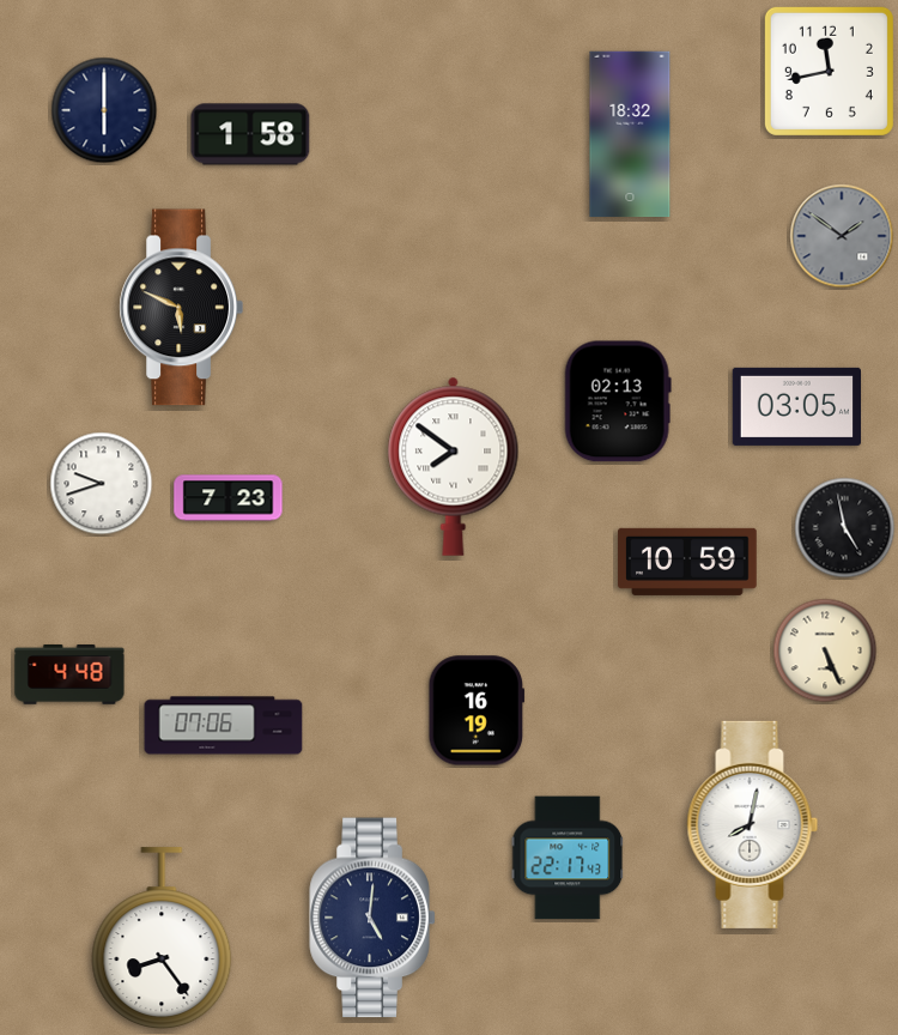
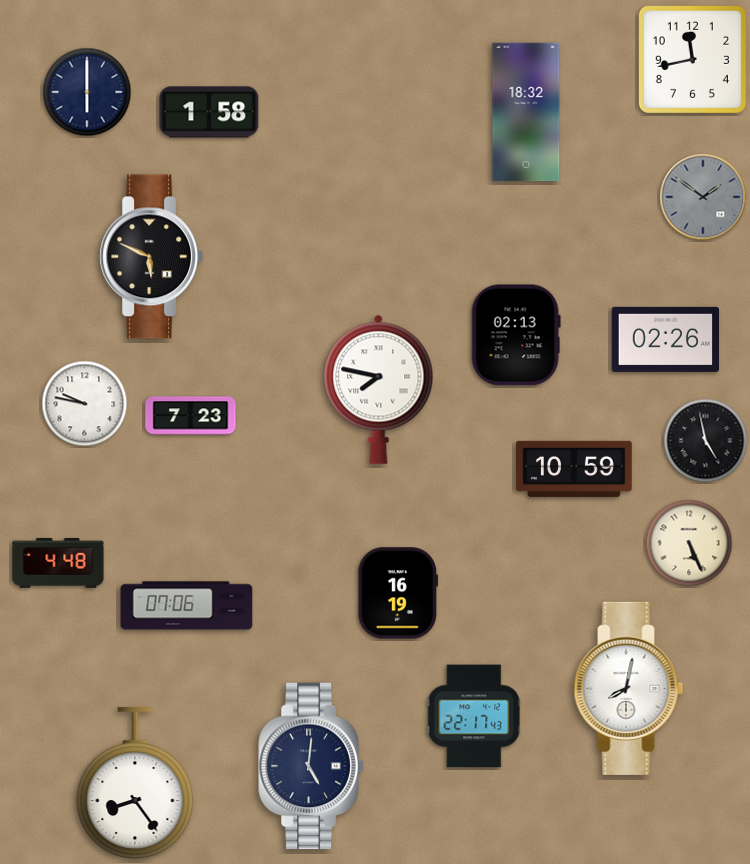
clock at (796, 406): 03:05 -> 02:26
clock at (454, 466): 7:51 -> 7:47
clock at (102, 484): 9:42 -> 9:47
